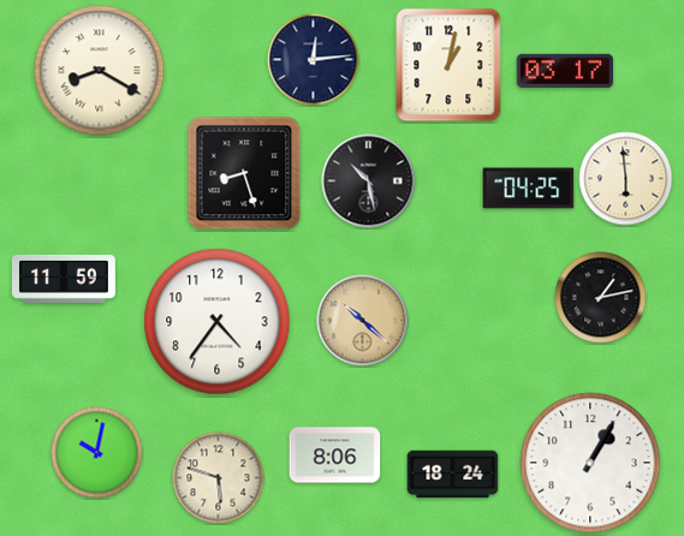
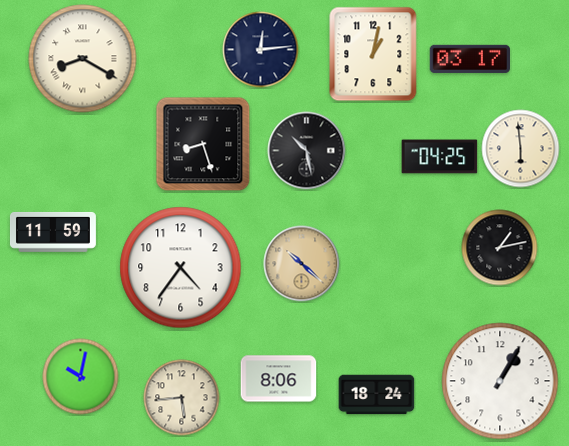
clock at (363, 321) position: (363, 321) -> (302, 264)
clock at (590, 463) position: (590, 463) -> (500, 381)
clock at (219, 478): 5:48 -> 5:44
